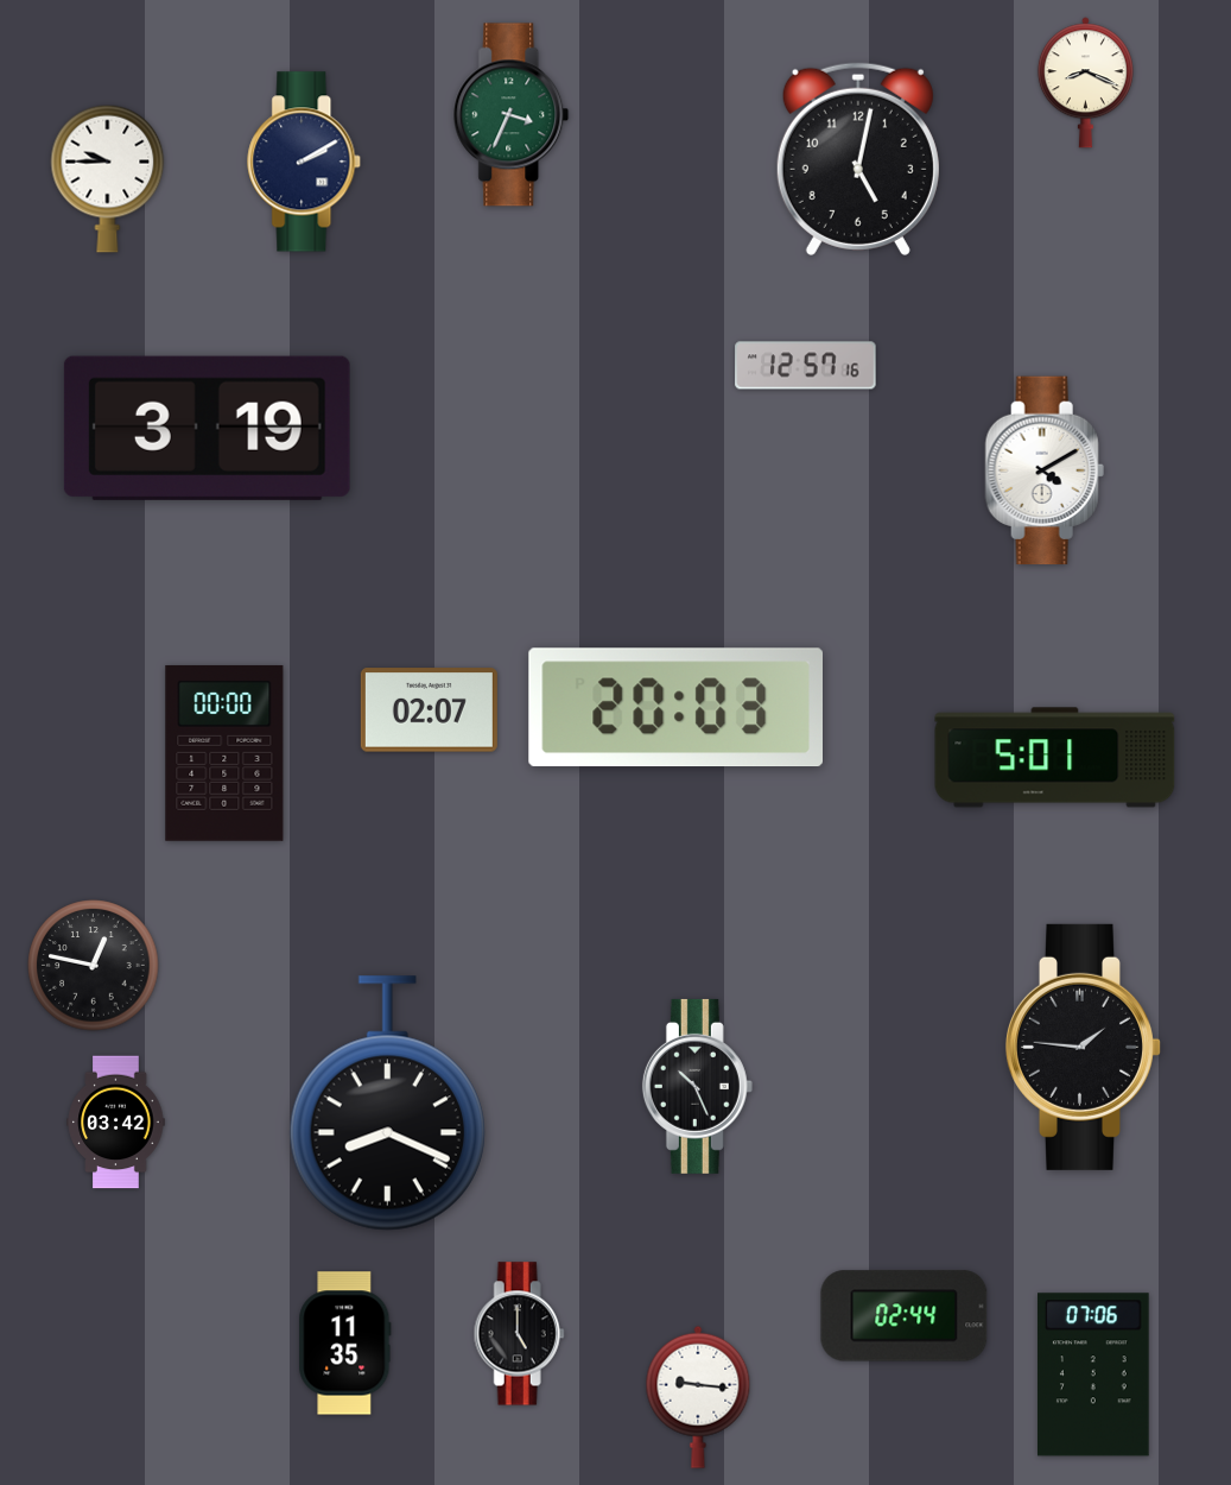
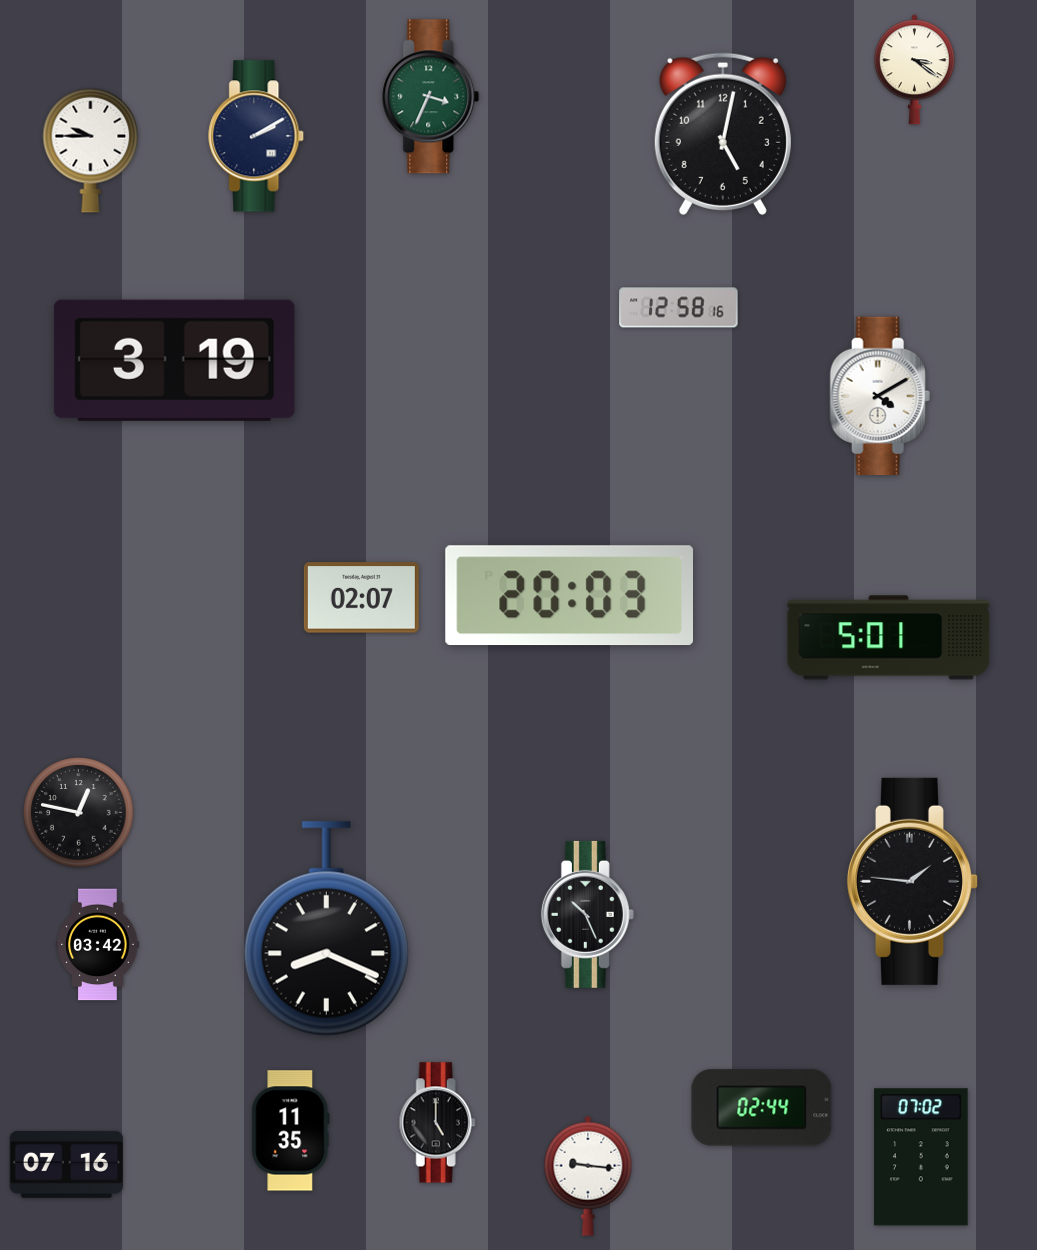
clock at (1085, 83): 8:19 -> 3:21
clock at (806, 366): 12:57 -> 12:58
clock at (224, 753): 00:00 -> none
clock at (1094, 1375): 07:06 -> 07:02
clock at (66, 1164): none -> 07:16
